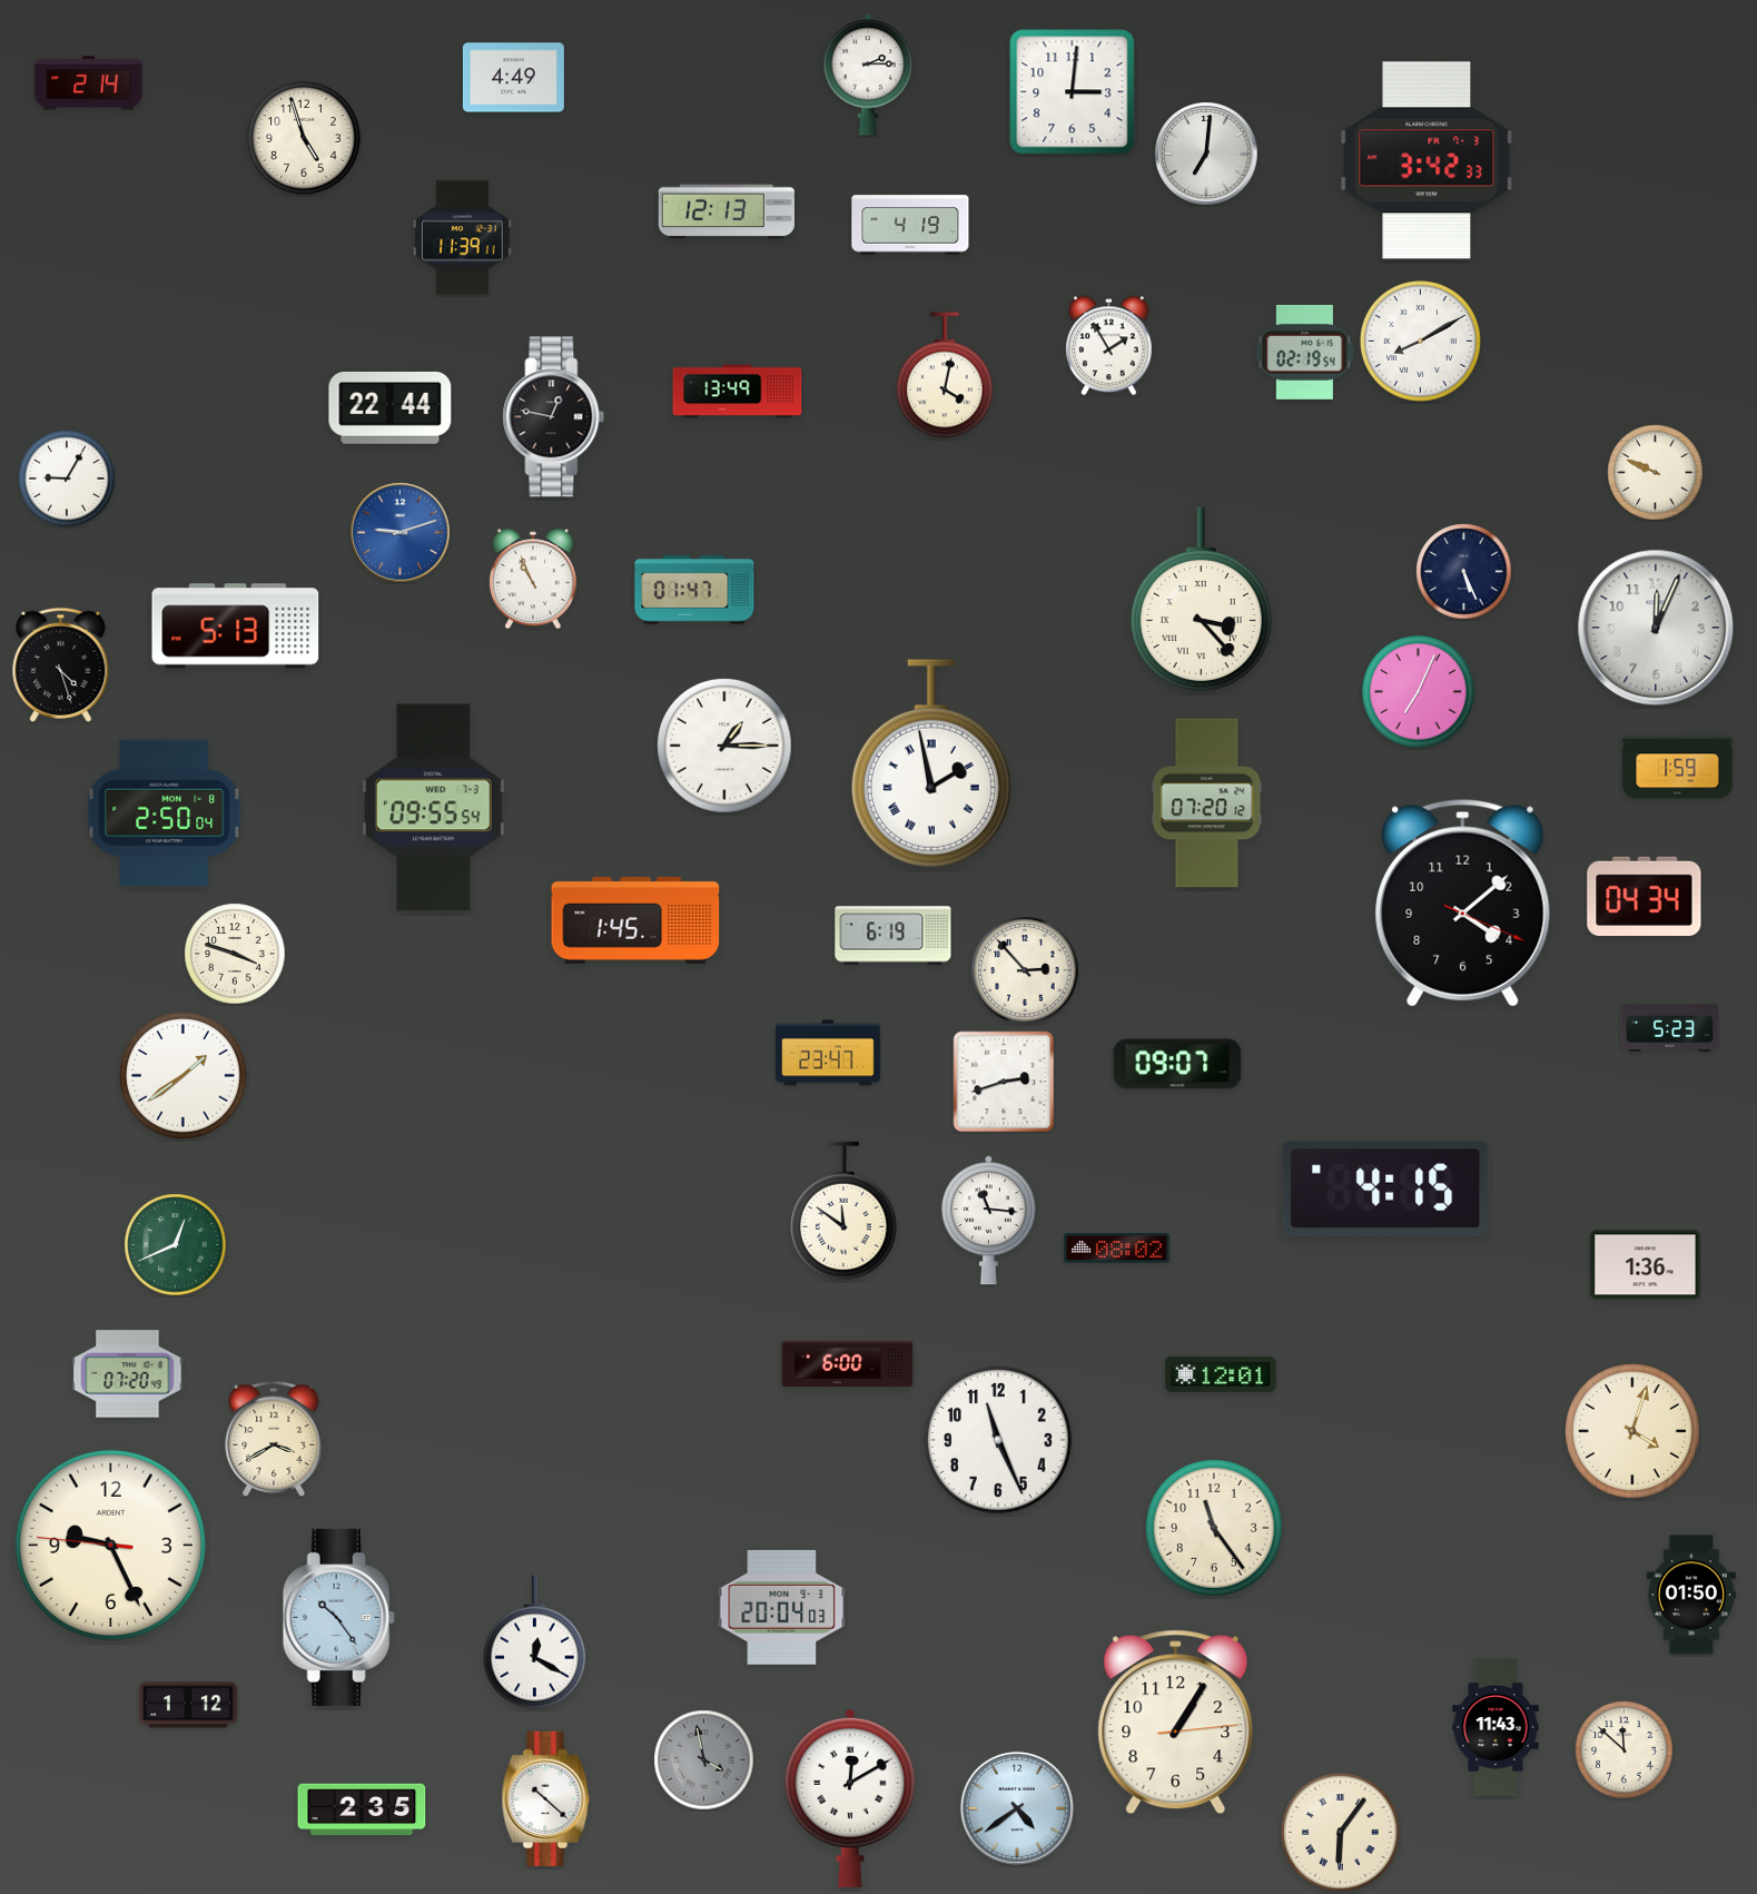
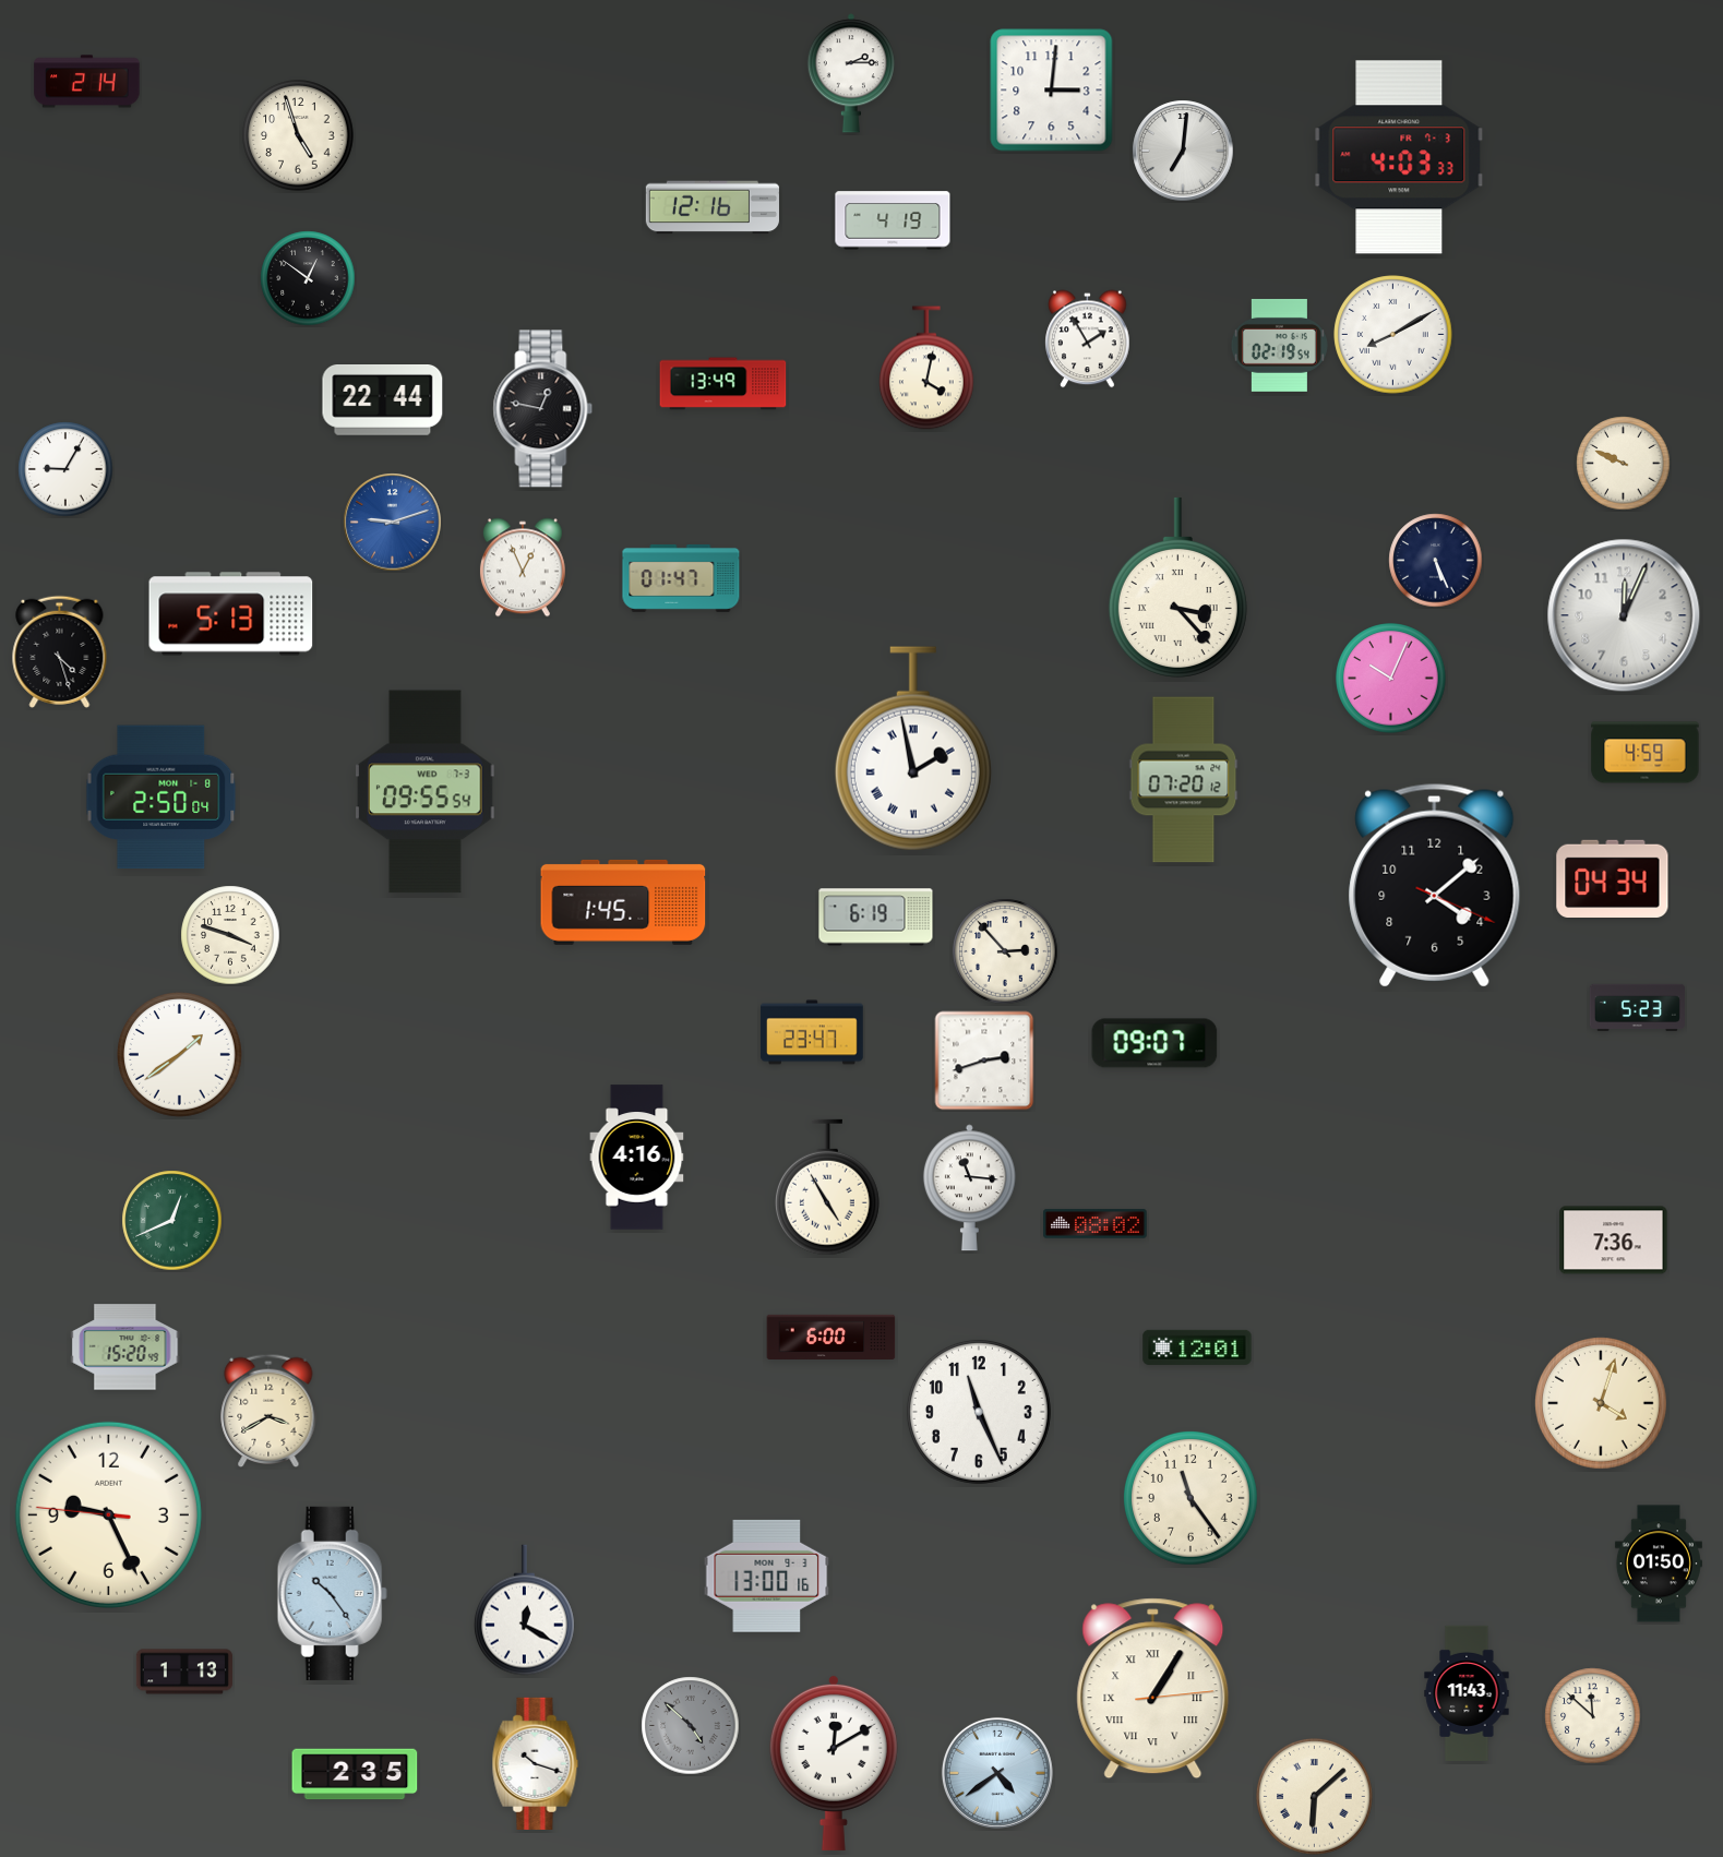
clock at (513, 78): 4:49 -> none
clock at (1427, 160): 3:42 -> 4:03
clock at (727, 211): 12:13 -> 12:16
clock at (463, 238): 11:39 -> none
clock at (308, 278): none -> 12:51
clock at (533, 579): 10:56 -> 12:56
clock at (1419, 692): 7:04 -> 10:04
clock at (725, 747): 1:15 -> none
clock at (1678, 768): 1:59 -> 4:59
clock at (1207, 803) position: (1207, 803) -> (1184, 780)
clock at (637, 1158): none -> 4:16
clock at (1385, 1188): 4:15 -> none
clock at (843, 1211): 11:51 -> 4:55
clock at (988, 1221) position: (988, 1221) -> (969, 1188)
clock at (1646, 1265): 1:36 -> 7:36
clock at (128, 1374): 07:20 -> 15:20
clock at (782, 1607): 20:04 -> 13:00
clock at (338, 1617) position: (338, 1617) -> (332, 1593)
clock at (188, 1705): 1:12 -> 1:13
clock at (1176, 1723) numerals: Arabic -> Roman
clock at (704, 1760): 3:58 -> 4:52
clock at (546, 1798): 10:22 -> 10:18
clock at (1341, 1833): 6:06 -> 6:08
